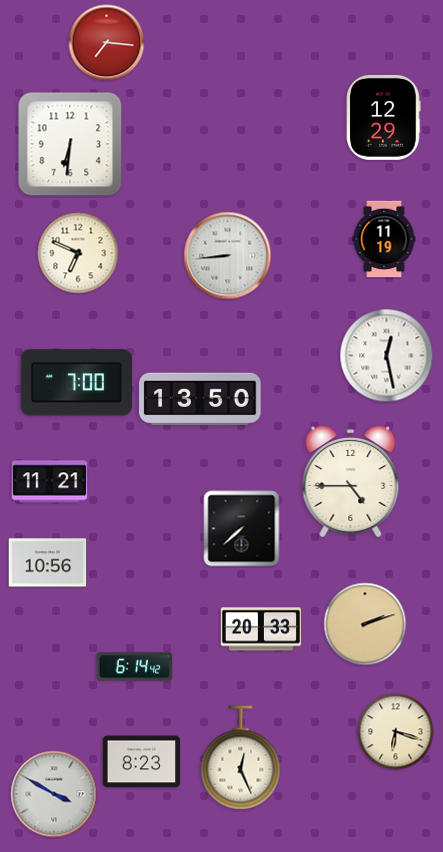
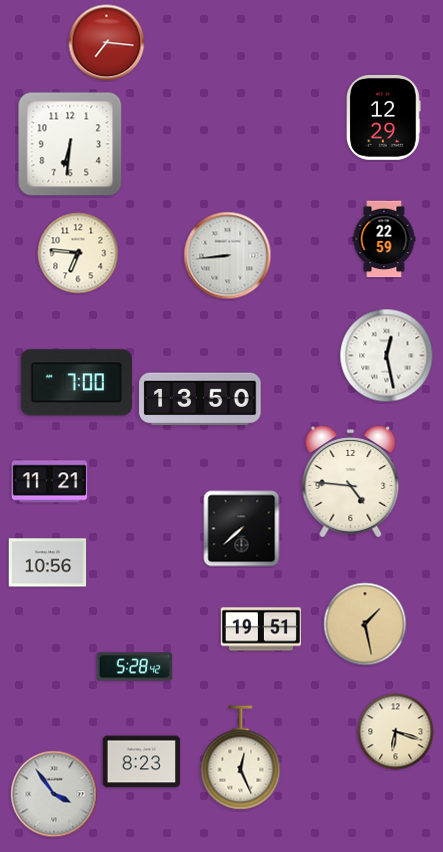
clock at (384, 239): 11:19 -> 22:59
clock at (78, 253): 6:49 -> 6:46
clock at (351, 482): 4:45 -> 4:46
clock at (365, 624): 2:12 -> 1:28
clock at (261, 629): 20:33 -> 19:51
clock at (135, 667): 6:14 -> 5:28
clock at (54, 794): 3:50 -> 3:54
